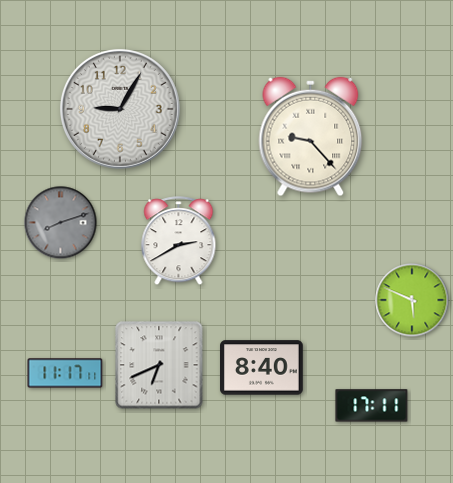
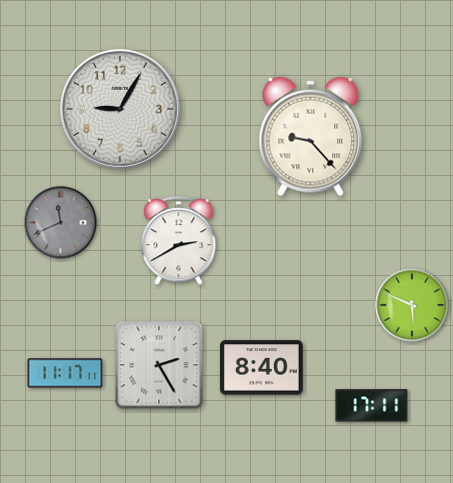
clock at (61, 223): 8:12 -> 11:41
clock at (412, 300) position: (412, 300) -> (412, 305)
clock at (159, 365): 6:41 -> 2:25
